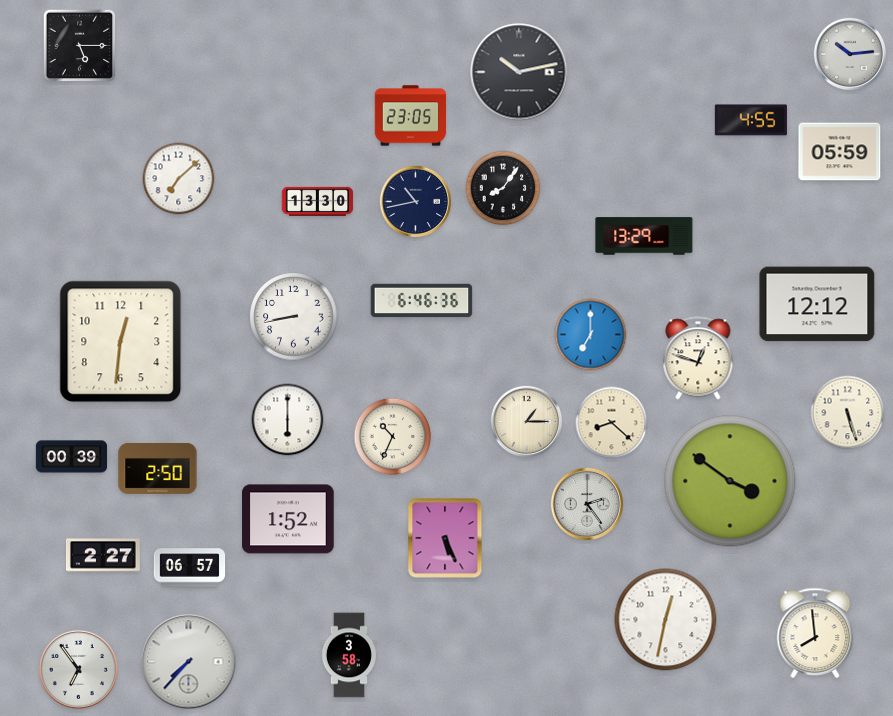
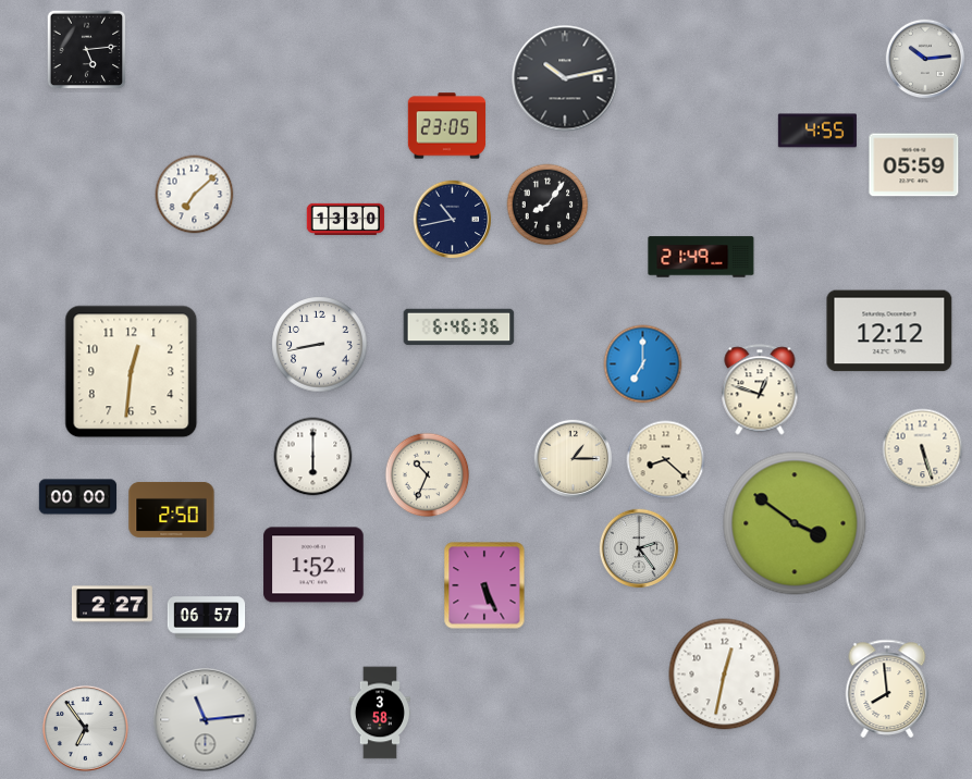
clock at (80, 46): 5:15 -> 5:14
clock at (644, 236): 13:29 -> 21:49
clock at (72, 457): 00:39 -> 00:00
clock at (189, 662): 7:37 -> 11:14
